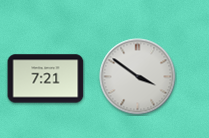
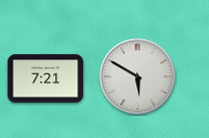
clock at (138, 77): 3:51 -> 5:50
